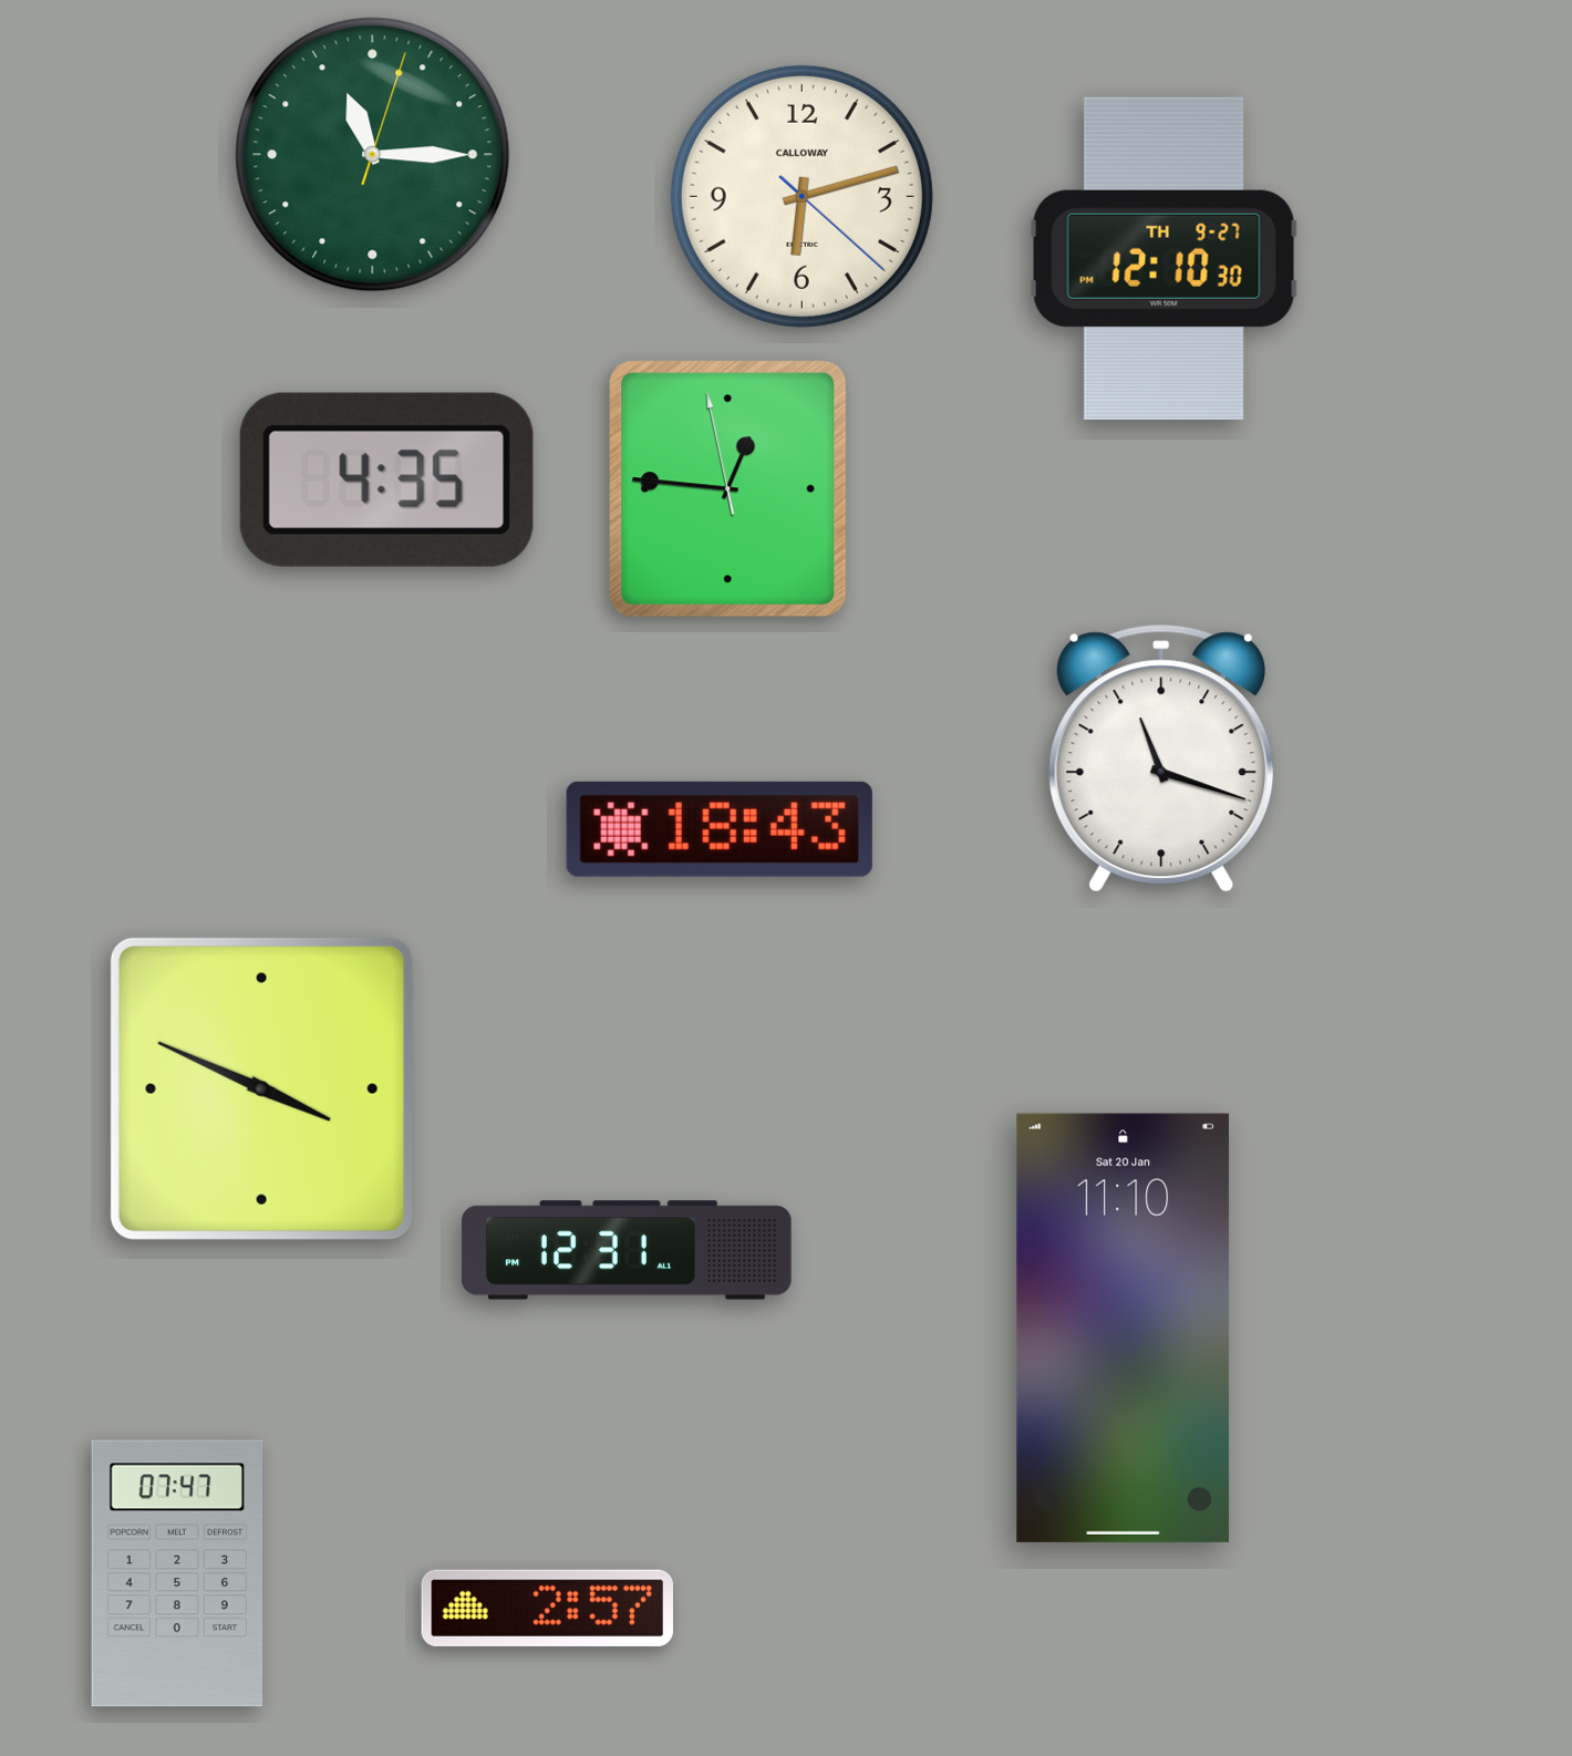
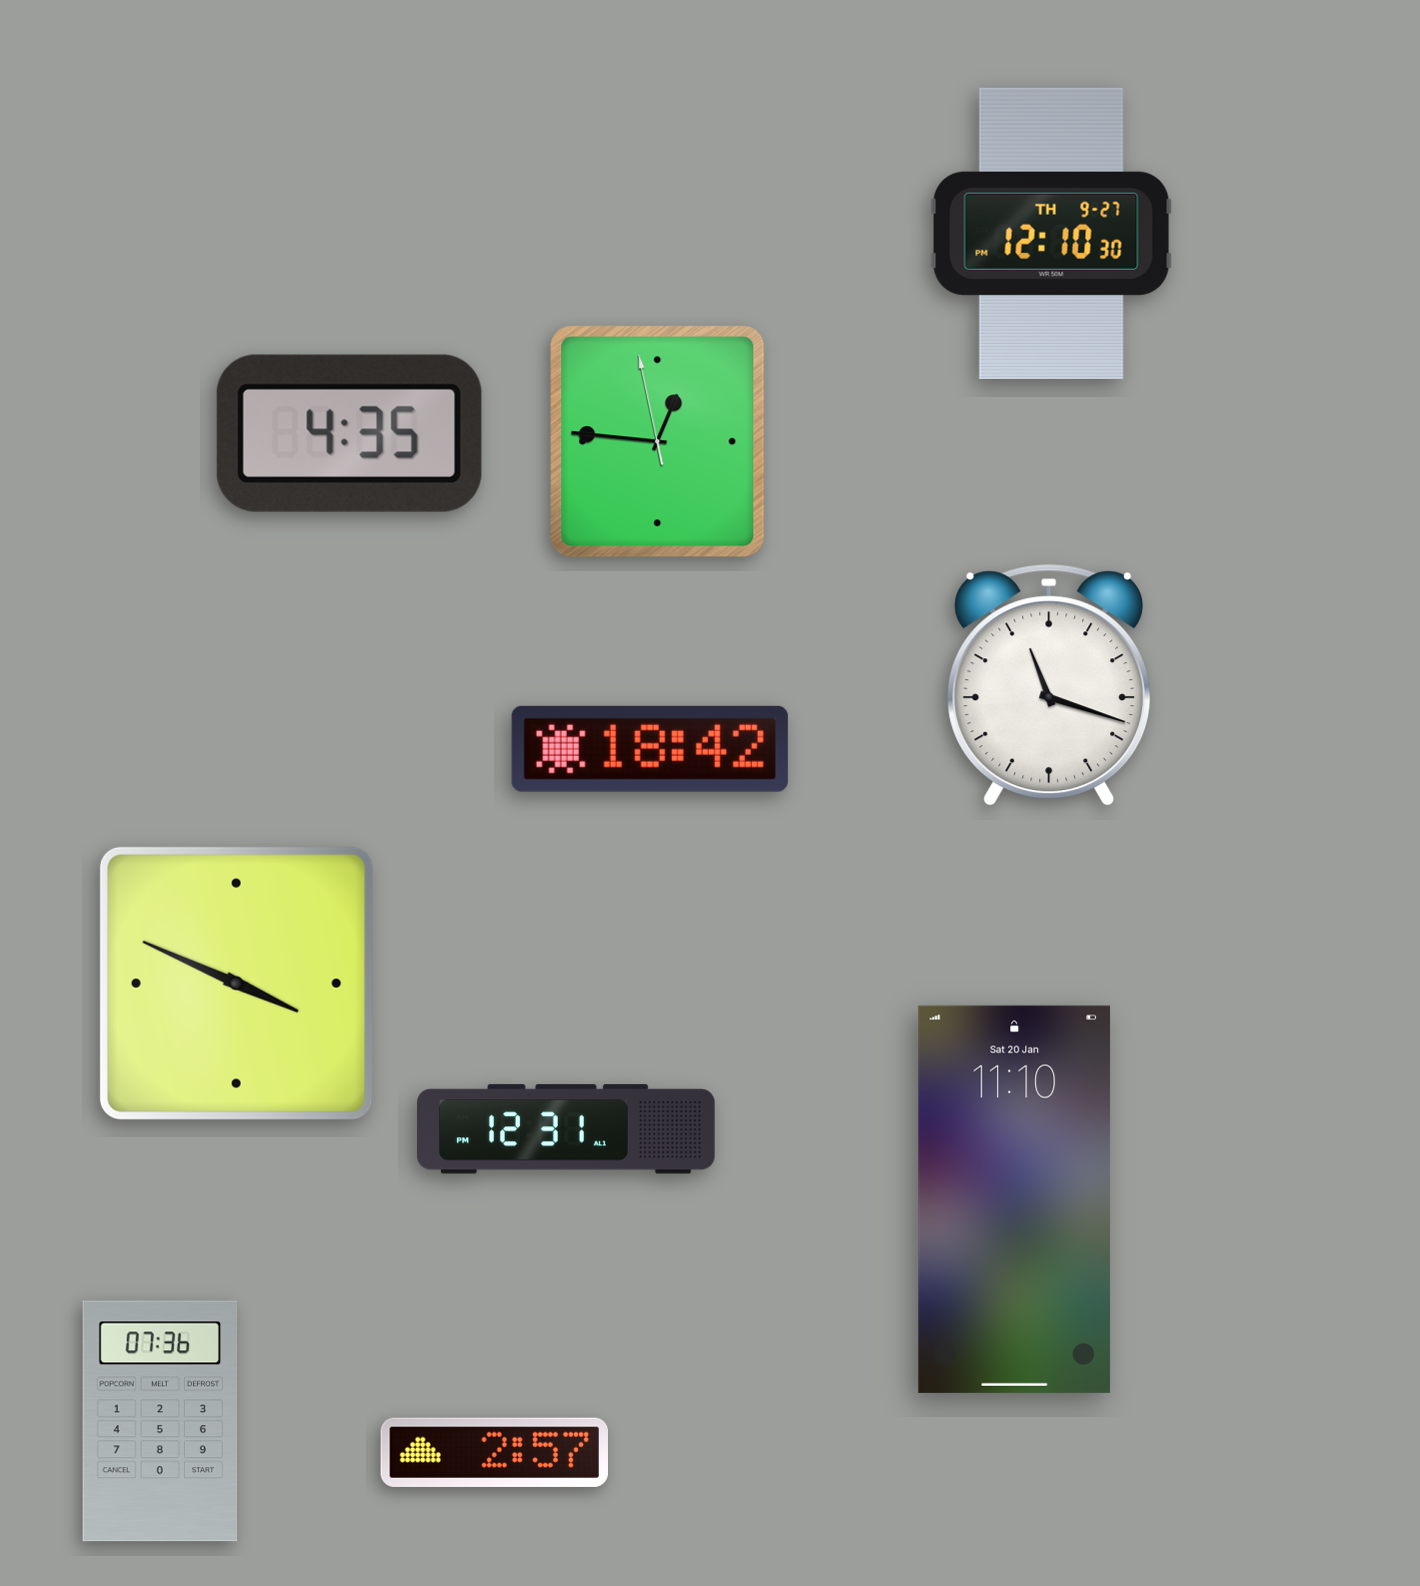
clock at (373, 155): 11:15 -> none
clock at (801, 196): 6:12 -> none
clock at (720, 829): 18:43 -> 18:42
clock at (177, 1573): 07:47 -> 07:36
